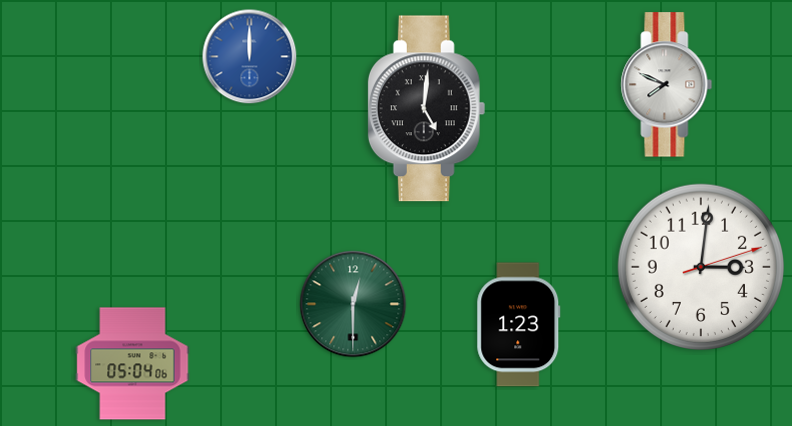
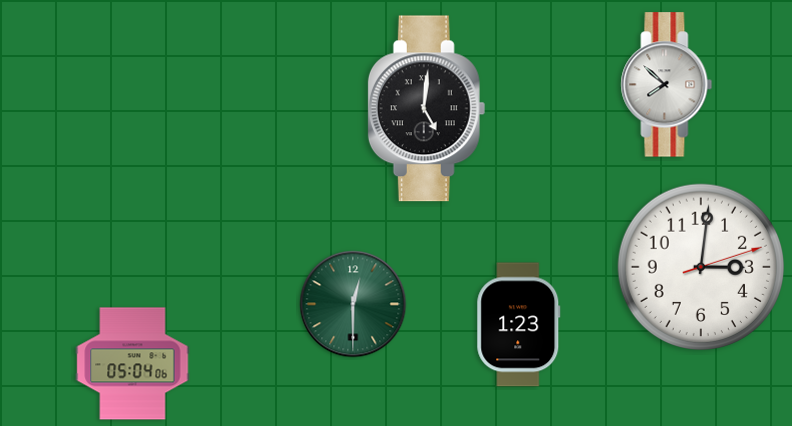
clock at (250, 57): 12:00 -> none
clock at (667, 85): 7:49 -> 7:52
